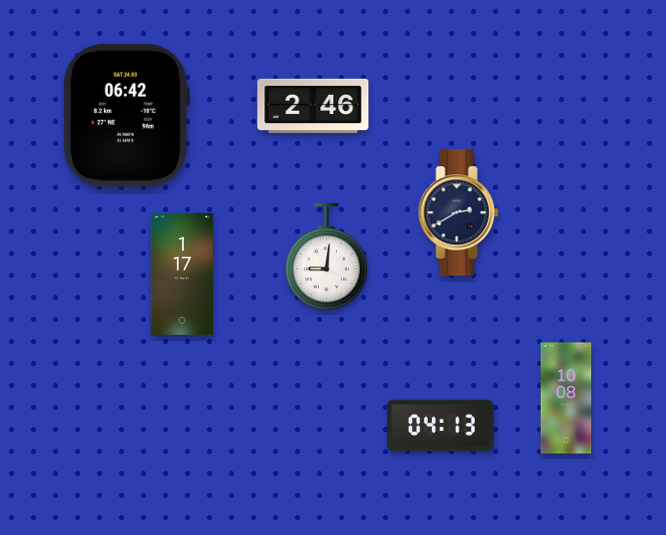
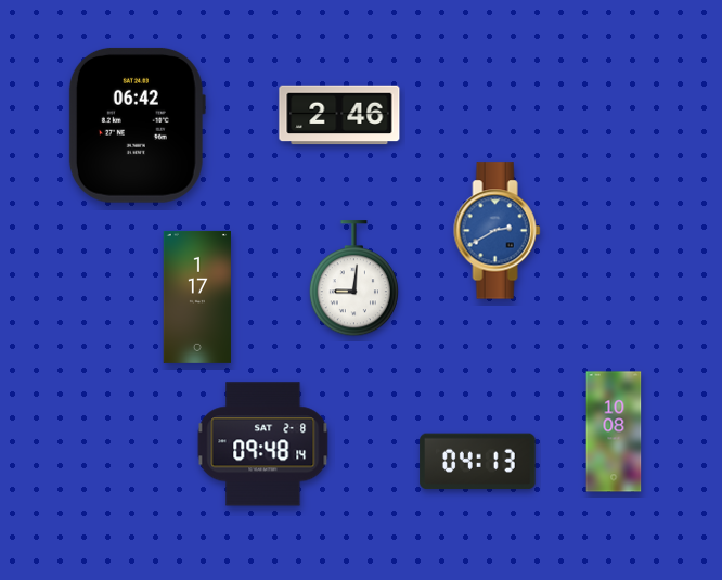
clock at (459, 213) dial: navy -> blue
clock at (263, 444): none -> 09:48
